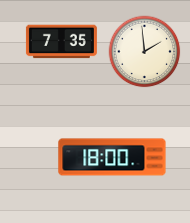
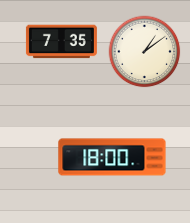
clock at (145, 52): 1:59 -> 1:09
